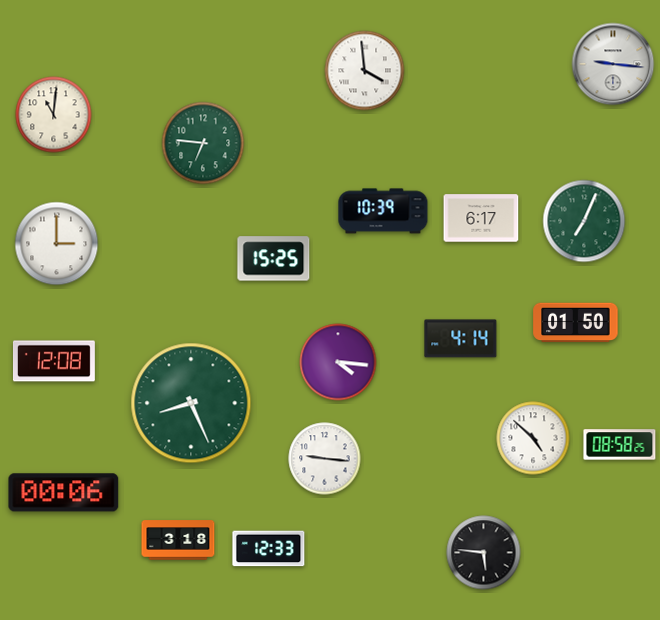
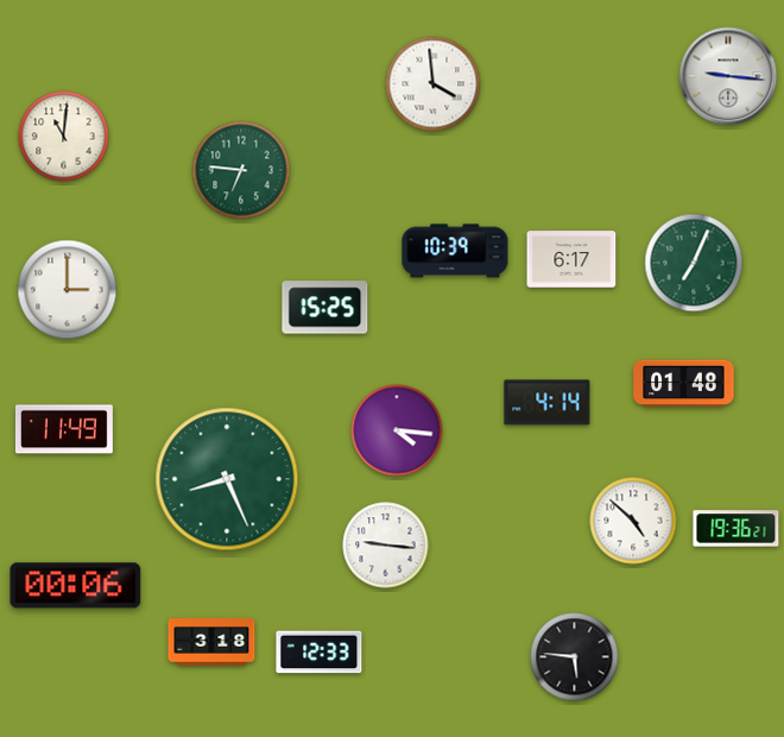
clock at (576, 323): 01:50 -> 01:48
clock at (54, 361): 12:08 -> 11:49
clock at (338, 362) position: (338, 362) -> (397, 430)
clock at (620, 445): 08:58 -> 19:36
